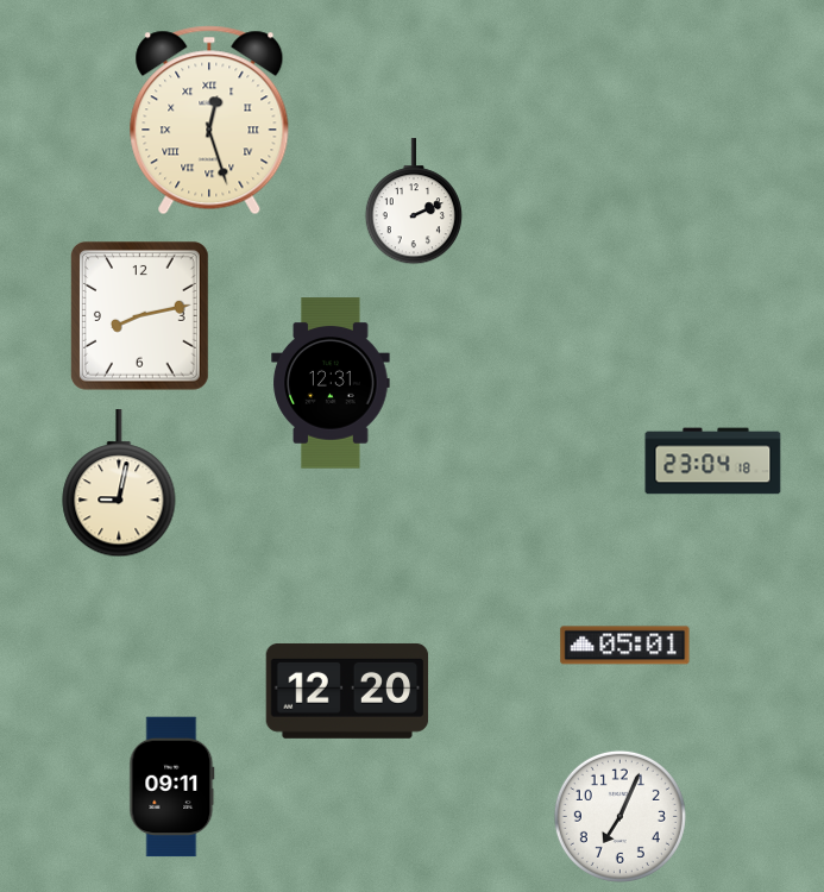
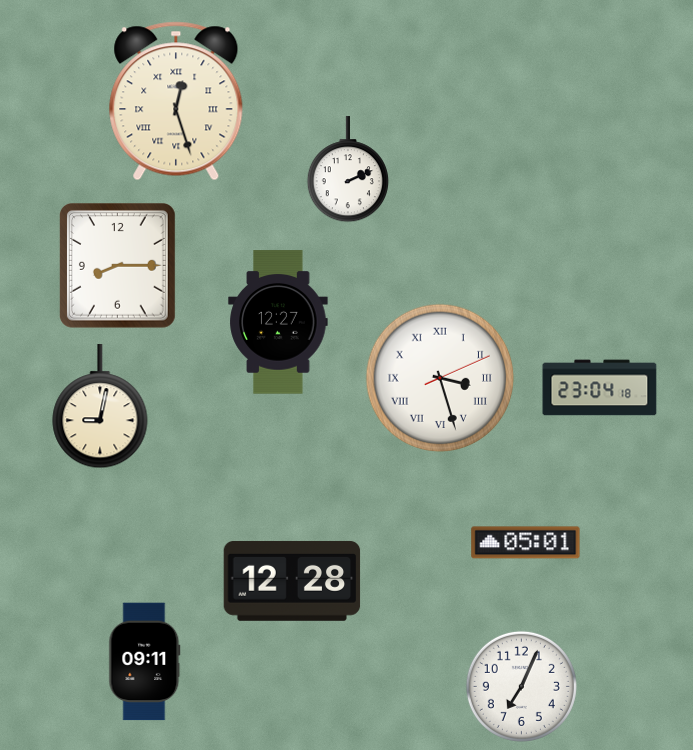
clock at (140, 316): 8:13 -> 8:15
clock at (331, 383): 12:31 -> 12:27
clock at (440, 378): none -> 3:27
clock at (347, 691): 12:20 -> 12:28
